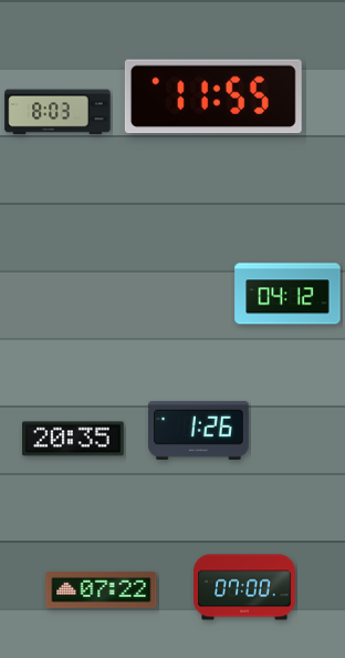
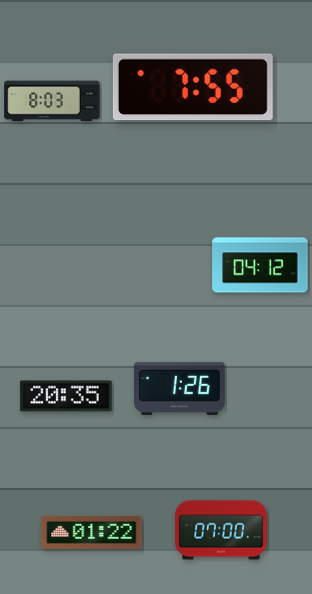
clock at (213, 96): 11:55 -> 7:55
clock at (102, 589): 07:22 -> 01:22
